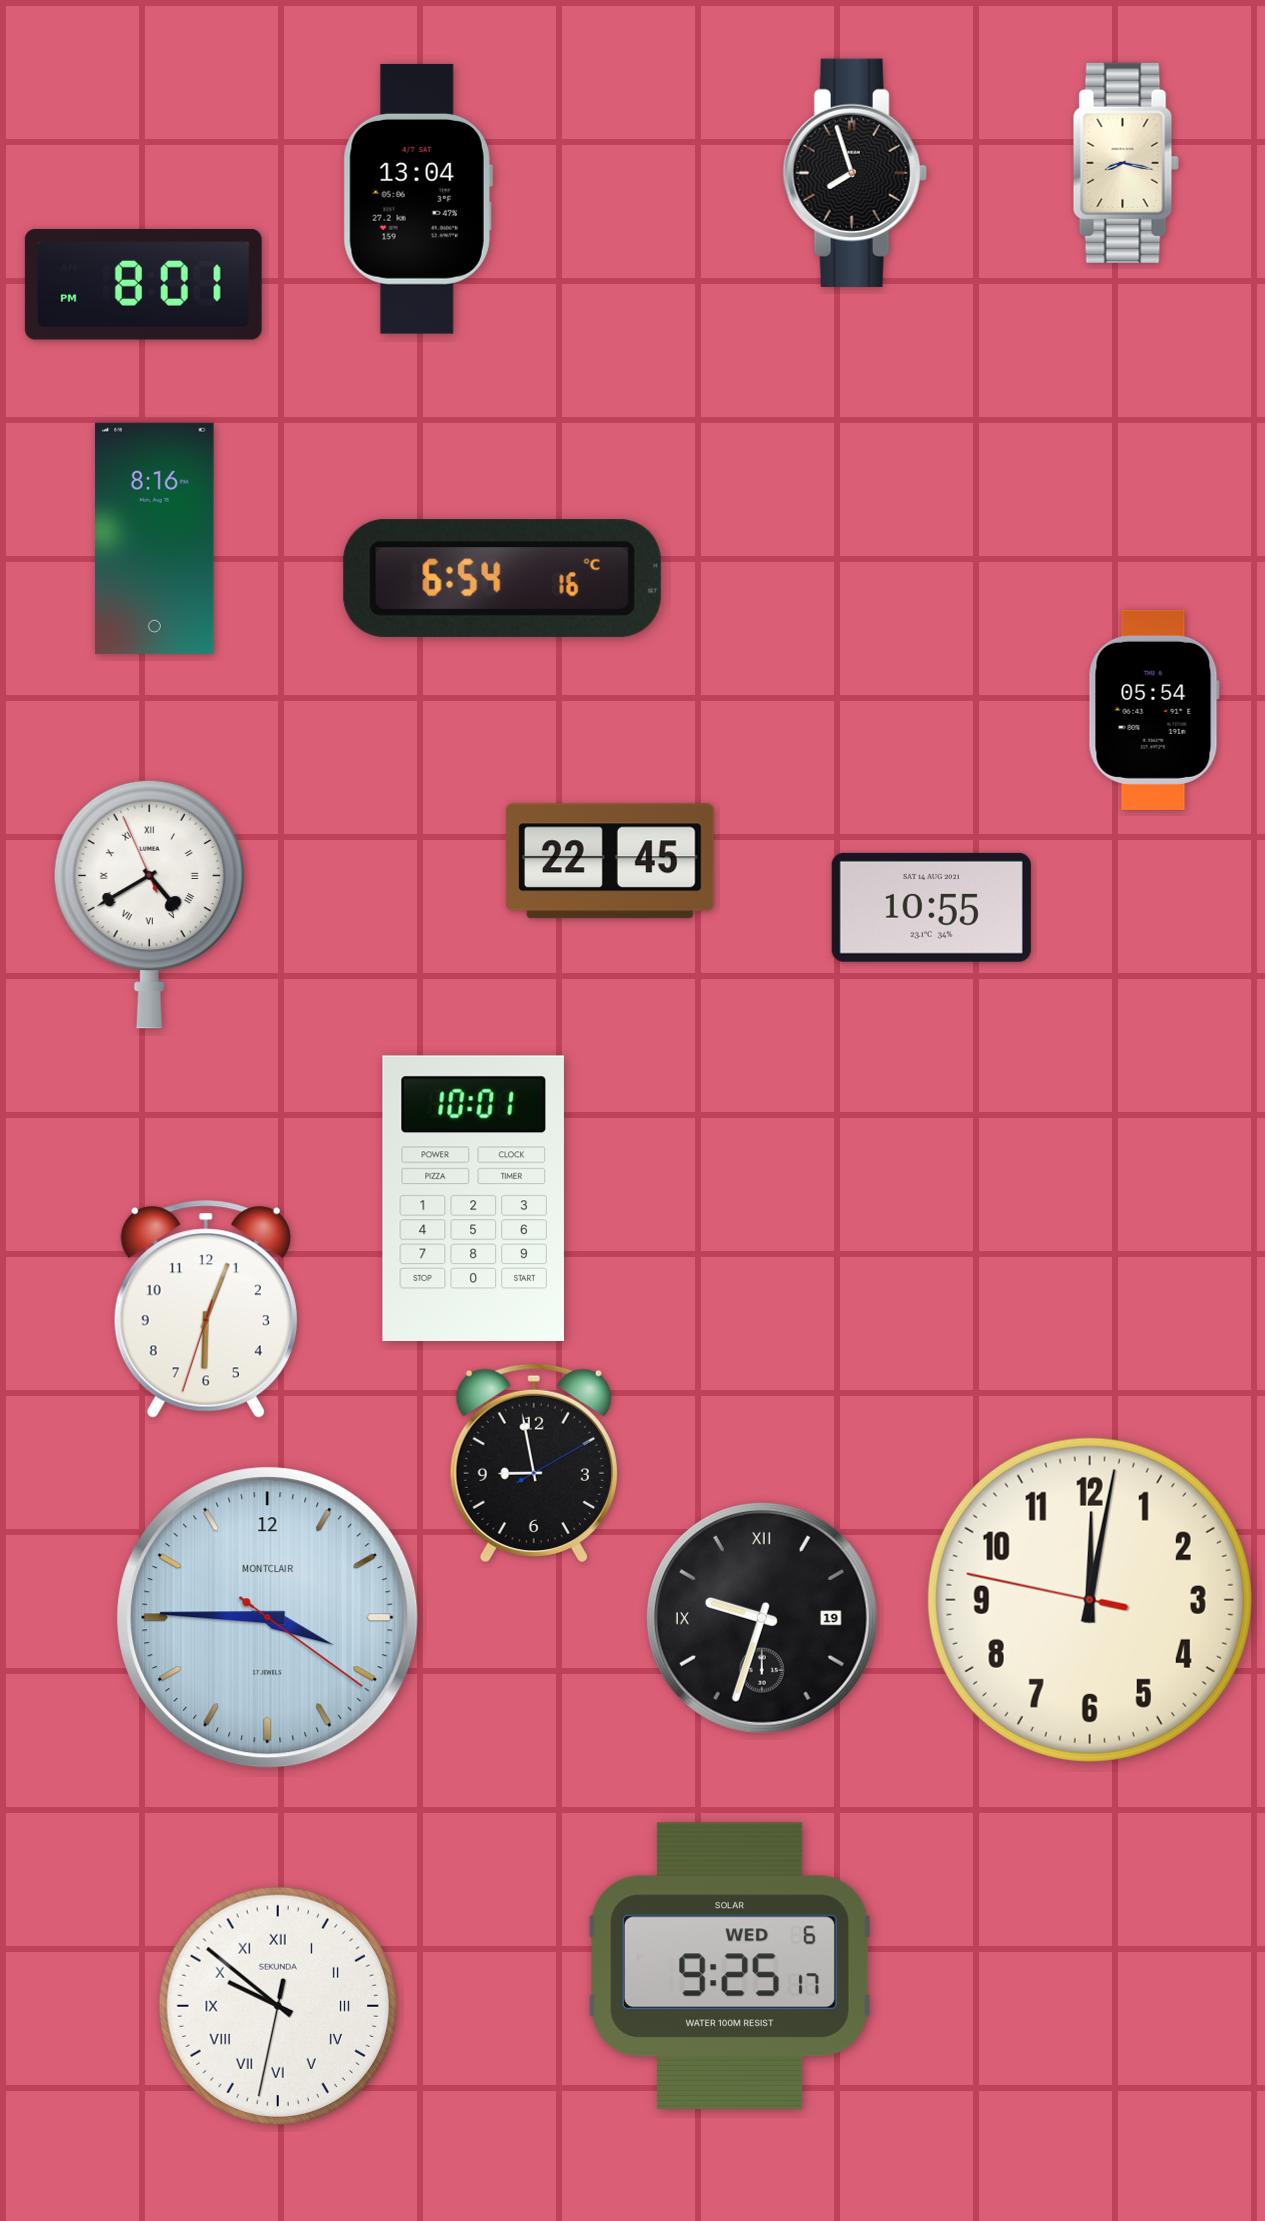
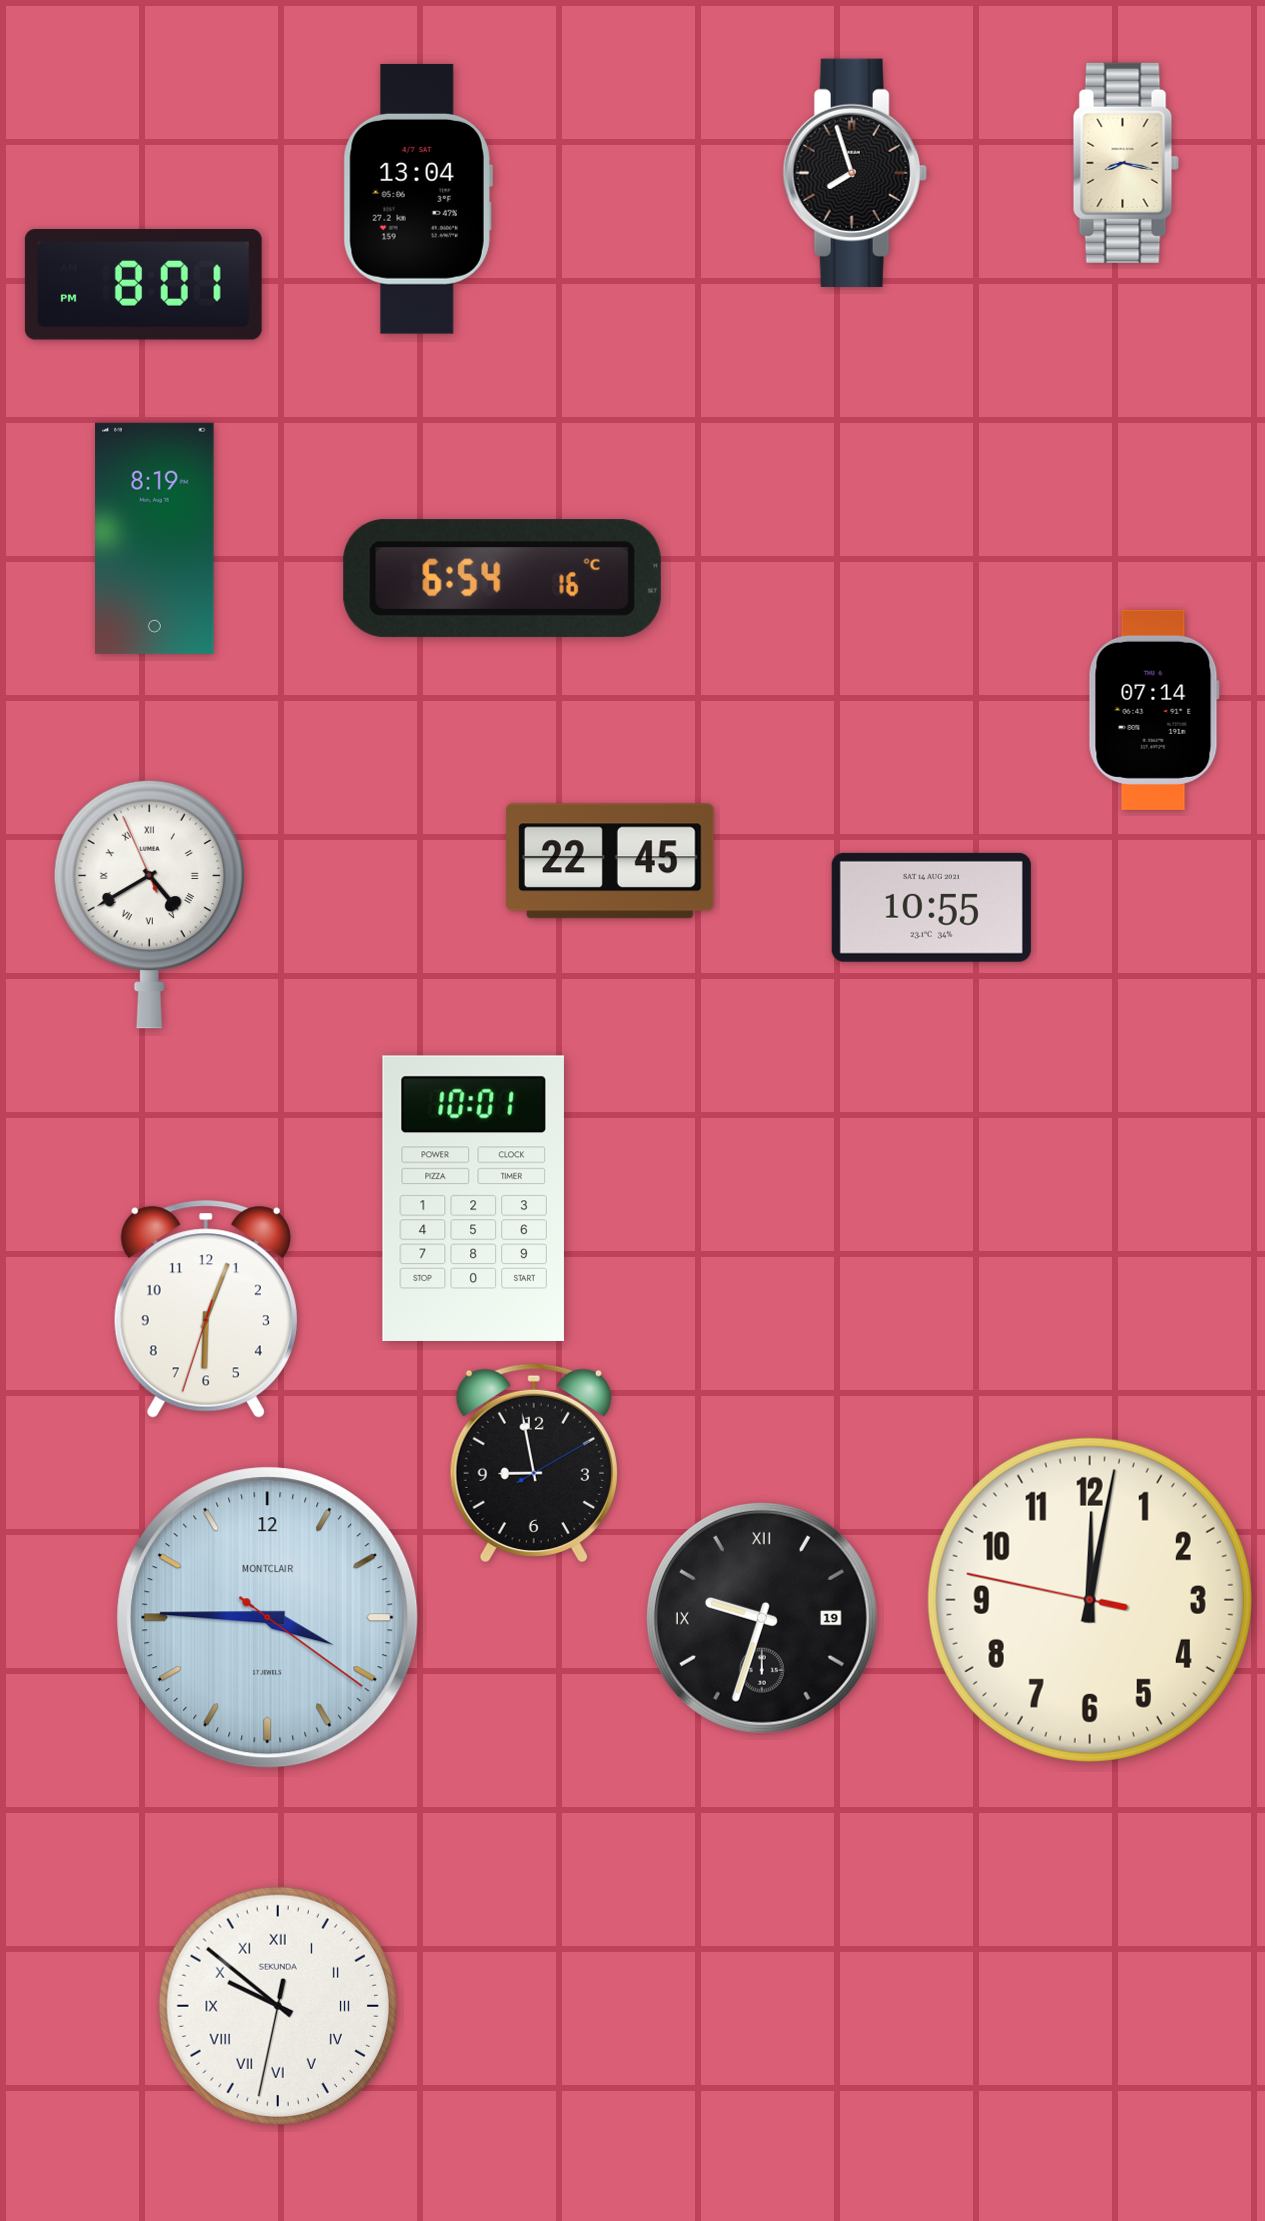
clock at (155, 538): 8:16 -> 8:19
clock at (1154, 710): 05:54 -> 07:14
clock at (731, 1965): 9:25 -> none
